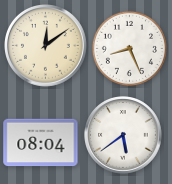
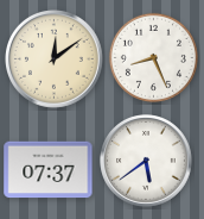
clock at (46, 46) position: (46, 46) -> (55, 60)
clock at (41, 143): 08:04 -> 07:37
